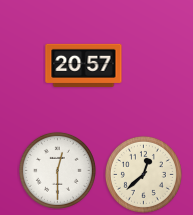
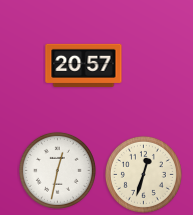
clock at (57, 170): 12:30 -> 12:32
clock at (143, 174): 12:38 -> 12:33
